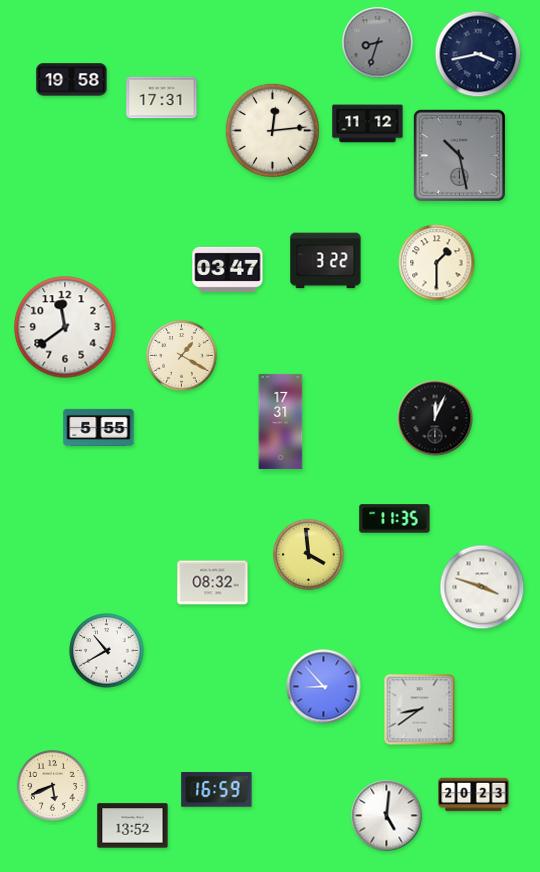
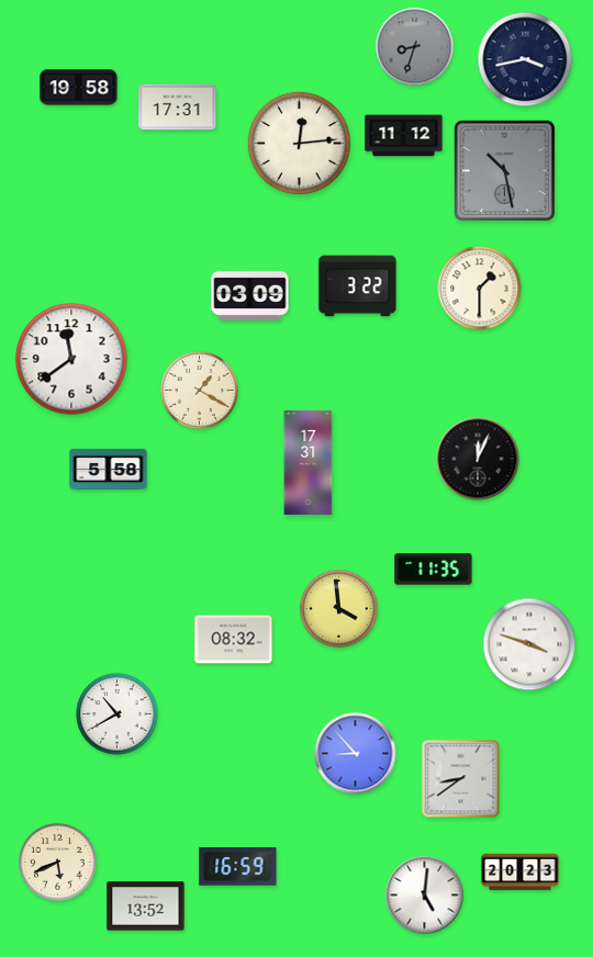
clock at (228, 269): 03:47 -> 03:09
clock at (99, 427): 5:55 -> 5:58
